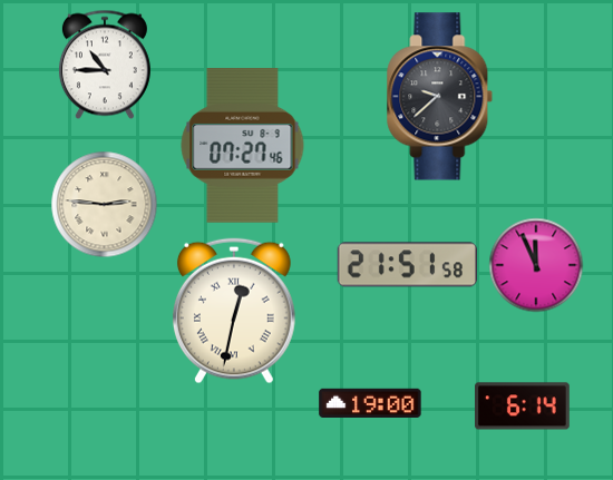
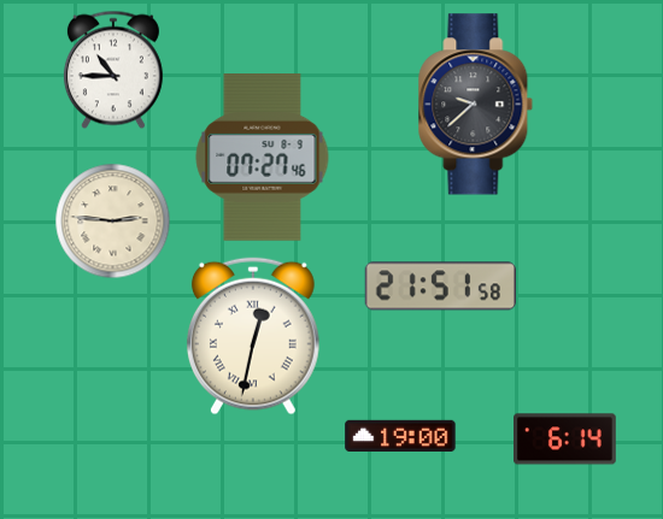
clock at (536, 265): 11:56 -> none
